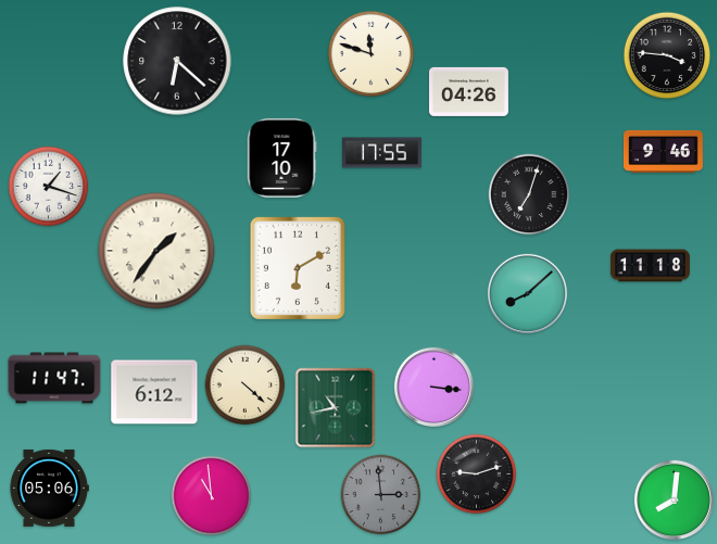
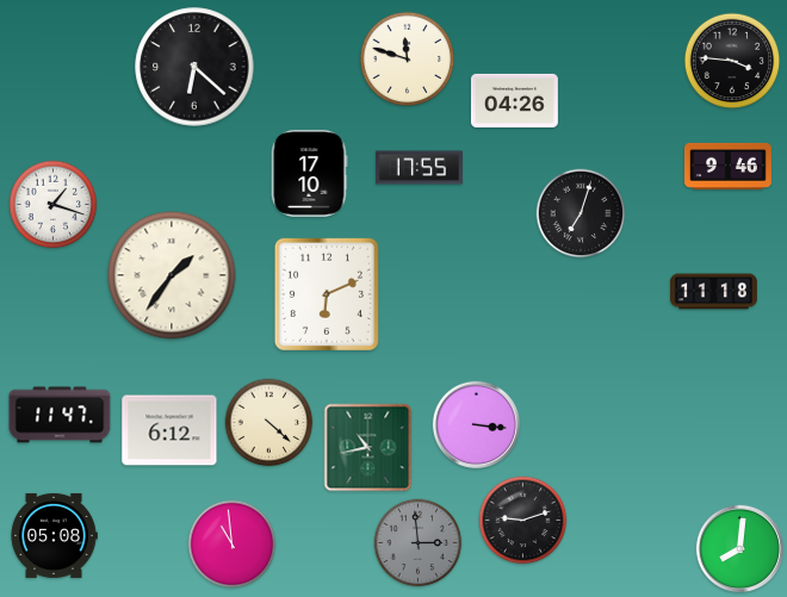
clock at (298, 268): 6:10 -> 6:11
clock at (527, 293): 8:08 -> none
clock at (49, 488): 05:06 -> 05:08
